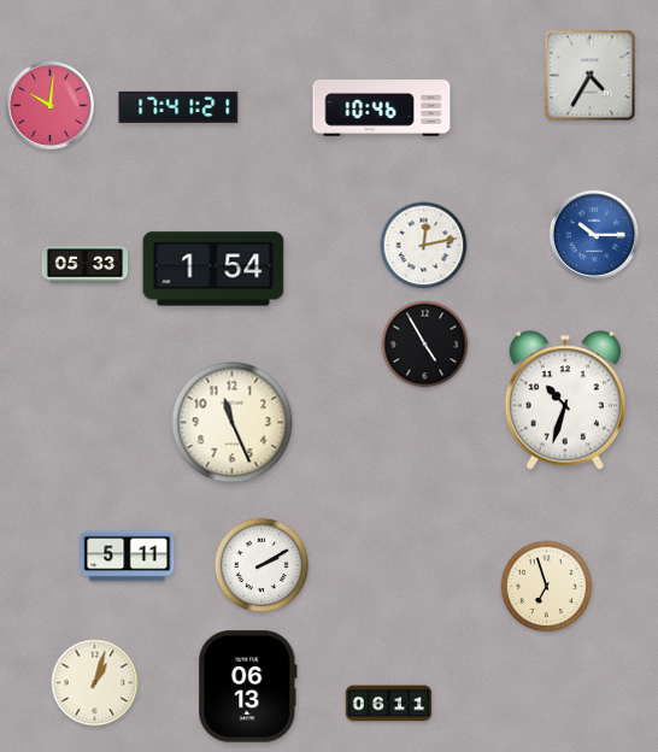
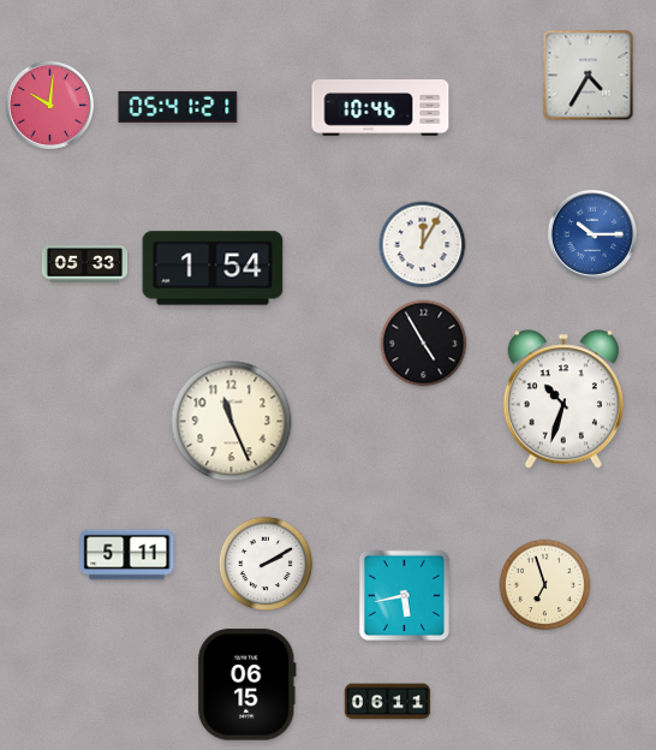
clock at (178, 107): 17:41 -> 05:41
clock at (424, 246): 12:13 -> 12:05
clock at (262, 565) position: (262, 565) -> (266, 564)
clock at (404, 595): none -> 5:43
clock at (95, 683): 1:03 -> none
clock at (248, 687): 06:13 -> 06:15
